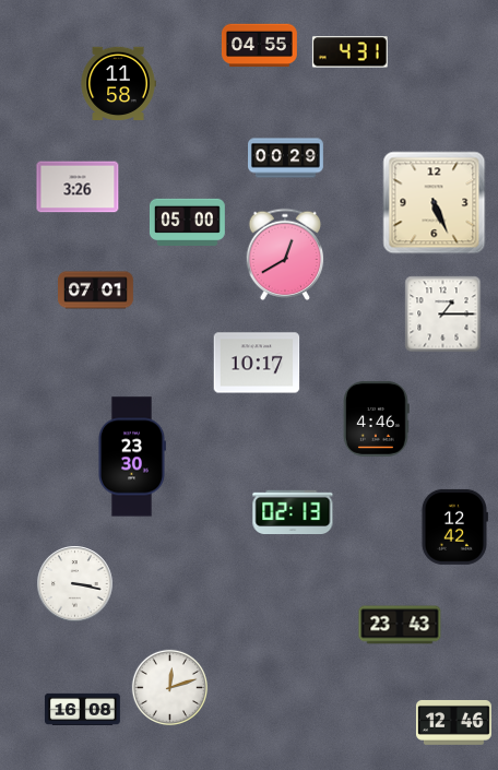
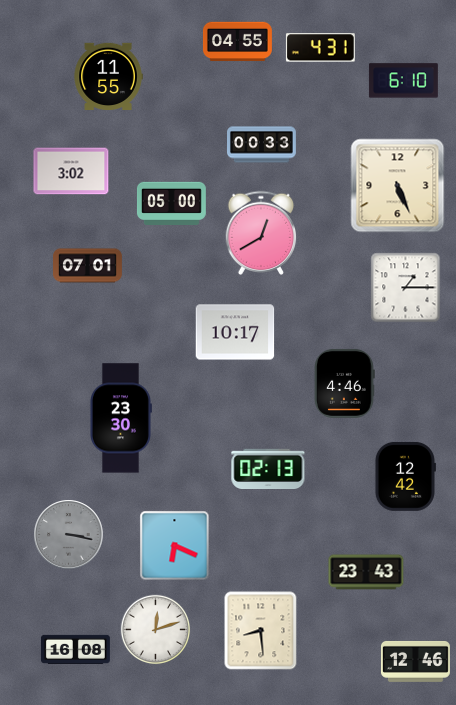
clock at (118, 84): 11:58 -> 11:55
clock at (403, 81): none -> 6:10
clock at (286, 158): 00:29 -> 00:33
clock at (78, 187): 3:26 -> 3:02
clock at (454, 526) position: (454, 526) -> (405, 476)
clock at (75, 584) dial: white -> grey
clock at (175, 546): none -> 6:19
clock at (261, 631): none -> 8:29
